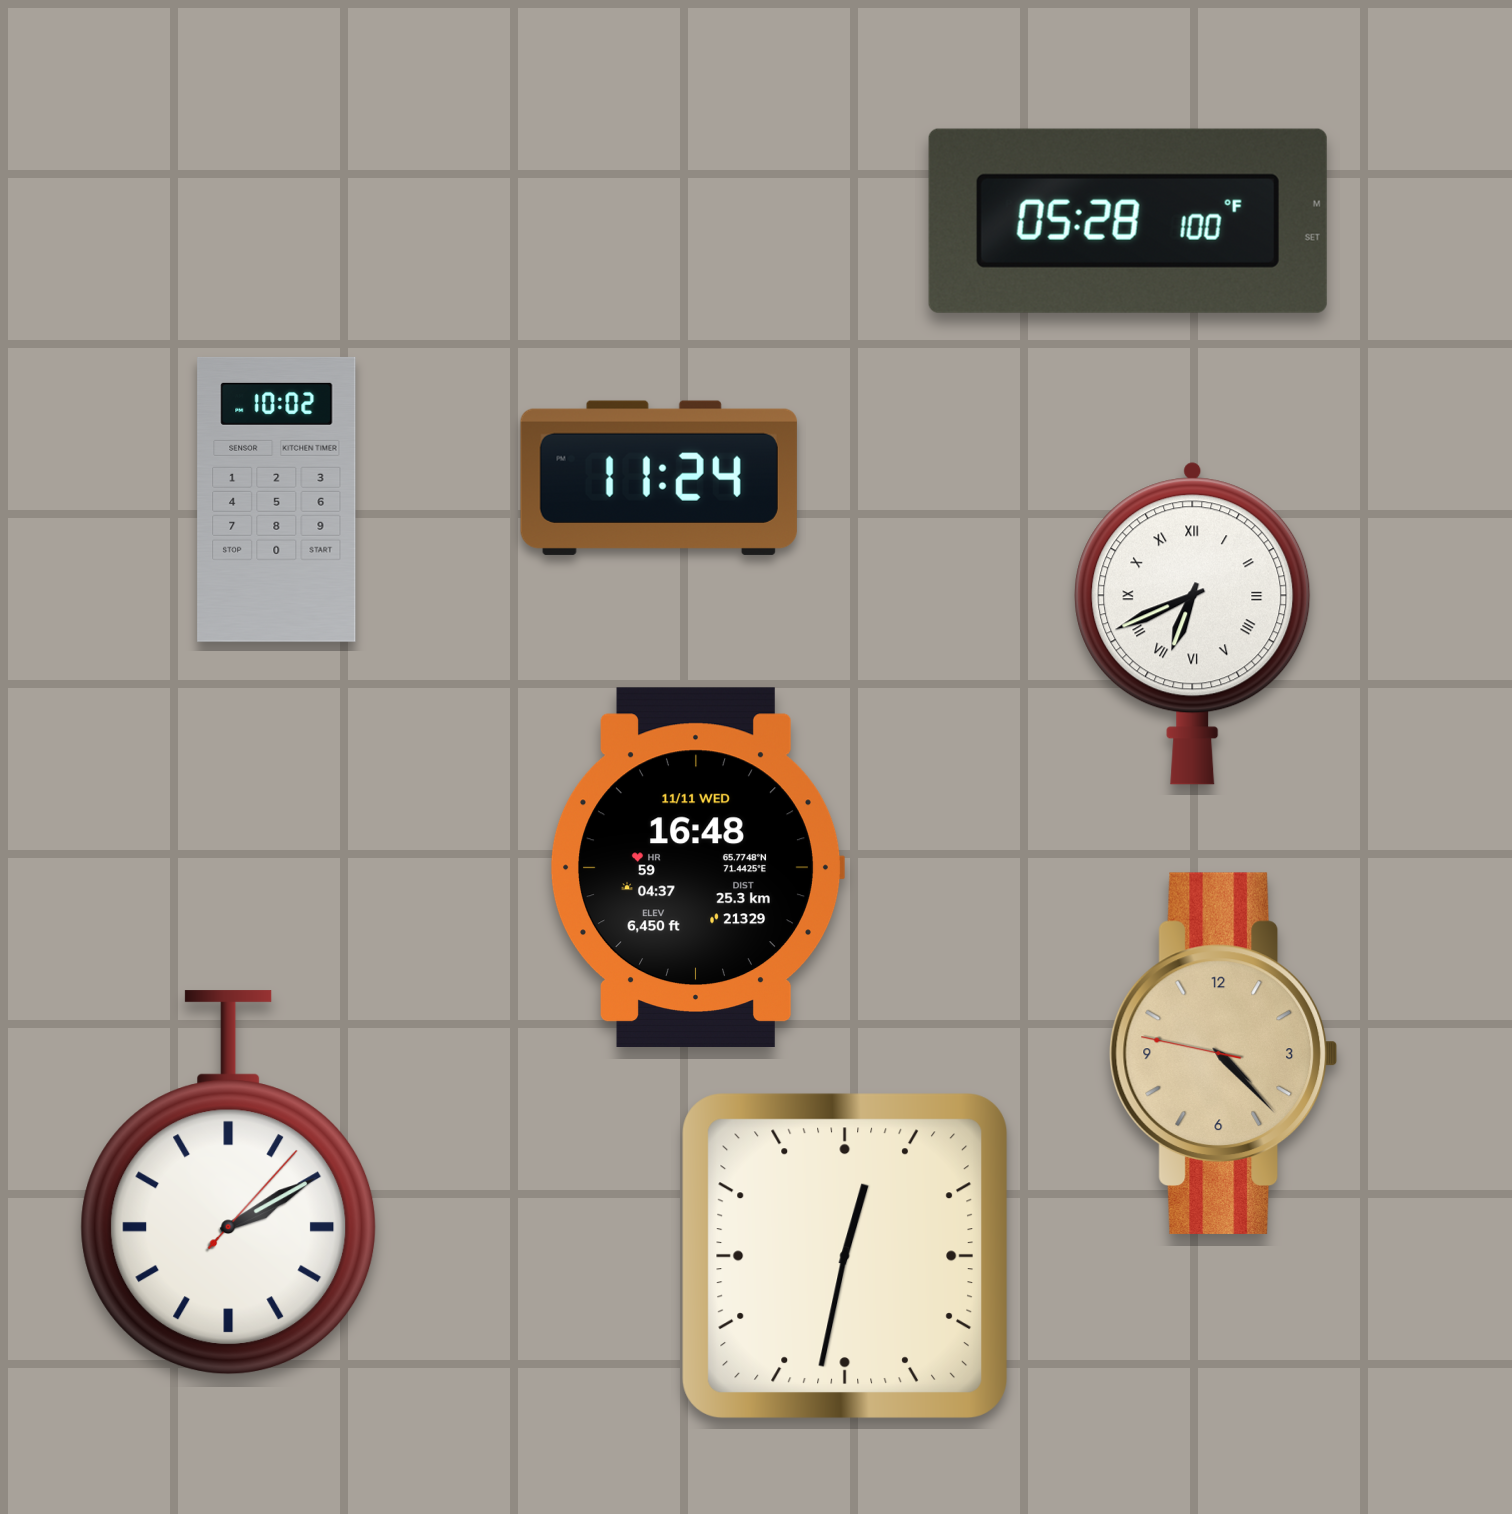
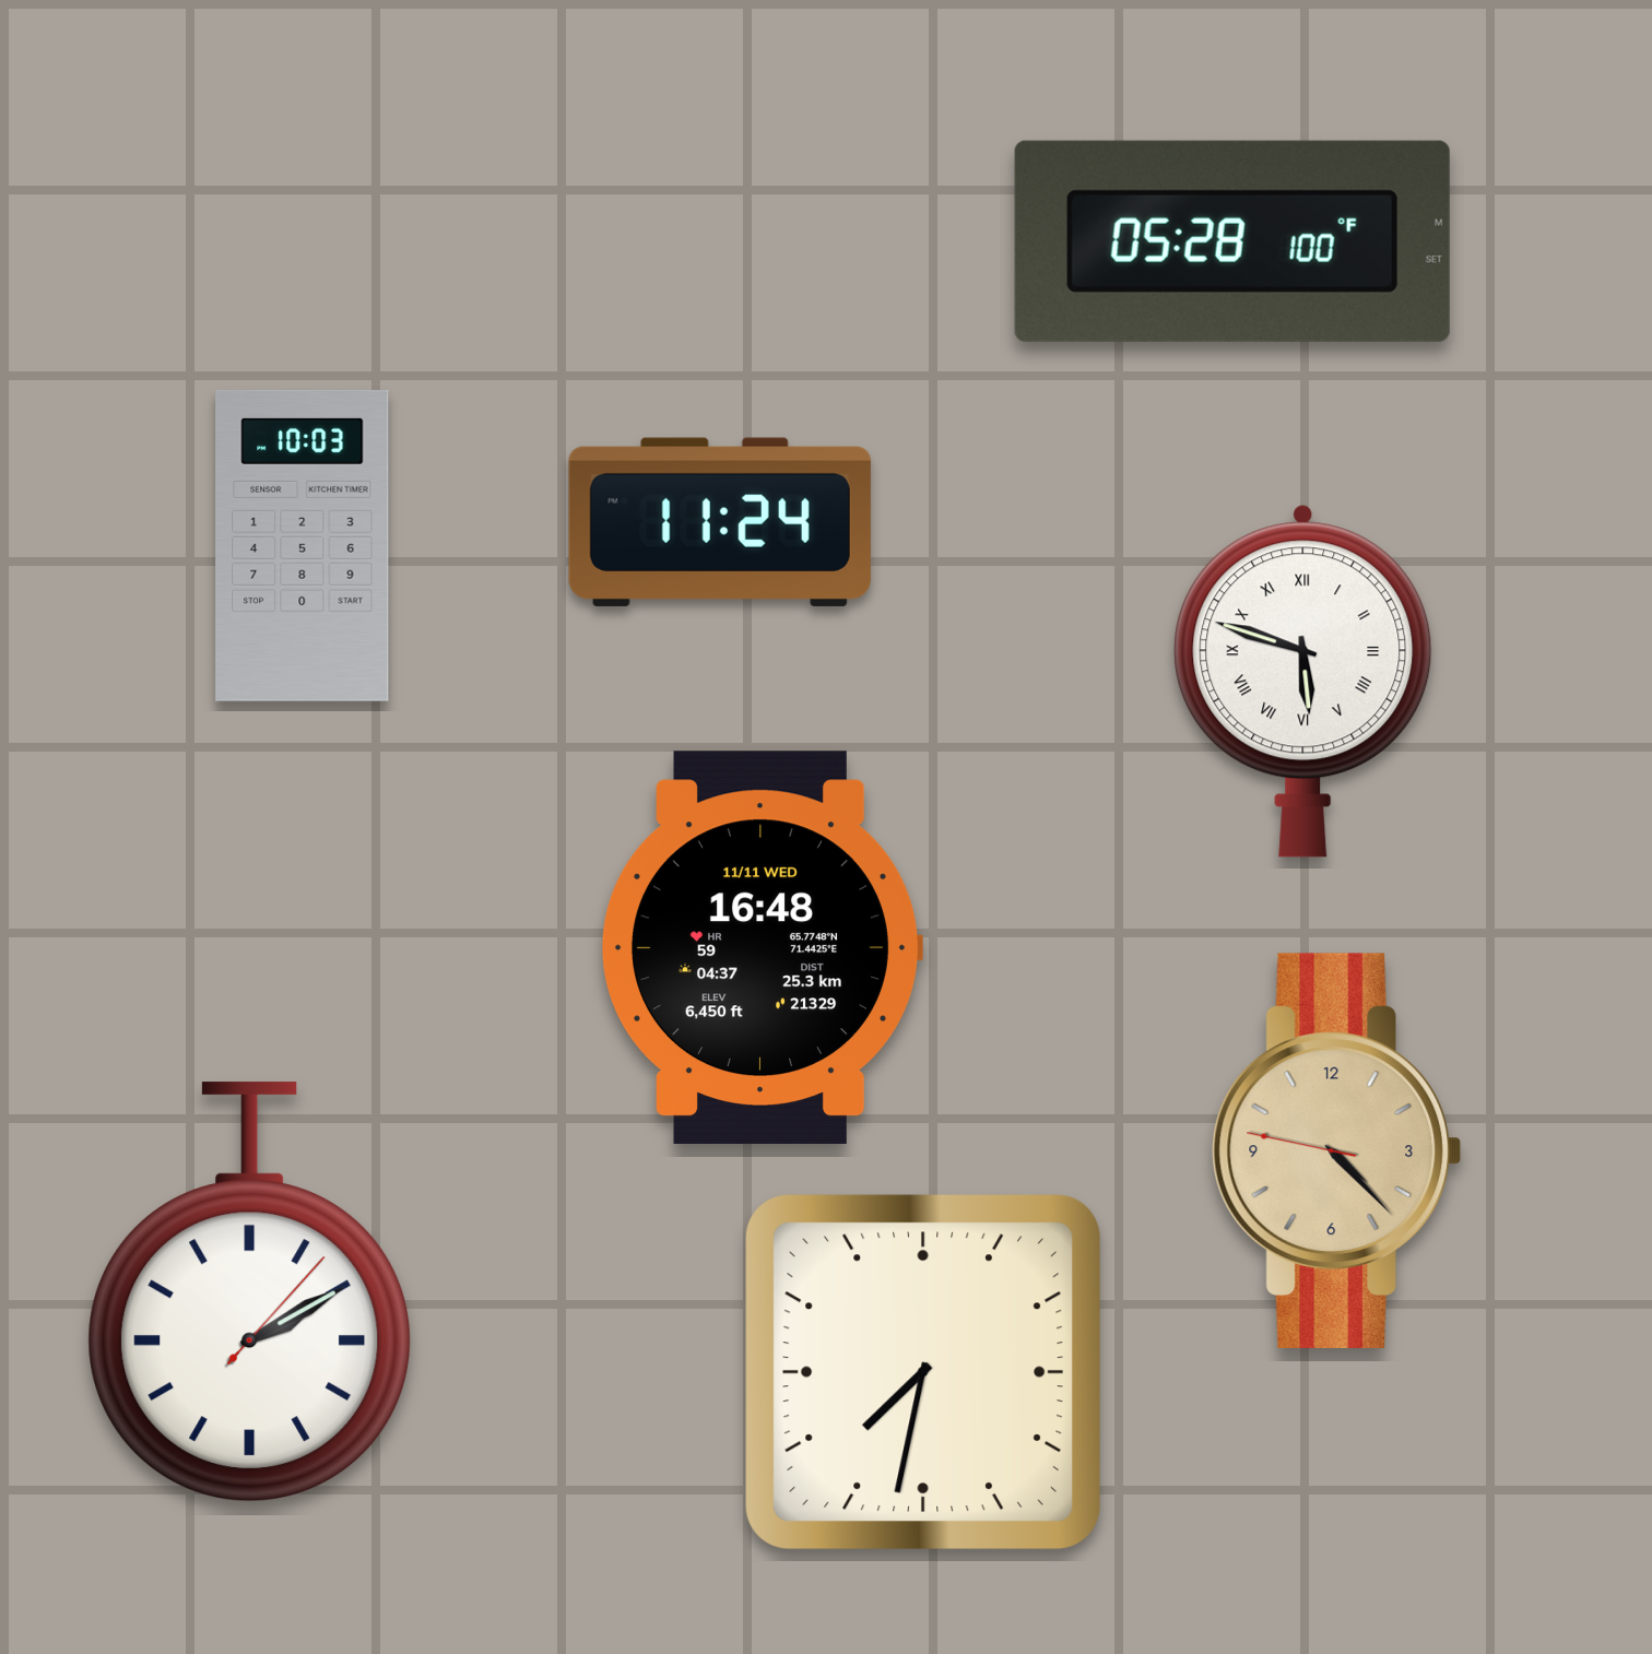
clock at (277, 499): 10:02 -> 10:03
clock at (1193, 623): 6:41 -> 5:48
clock at (845, 1256): 12:32 -> 7:32
